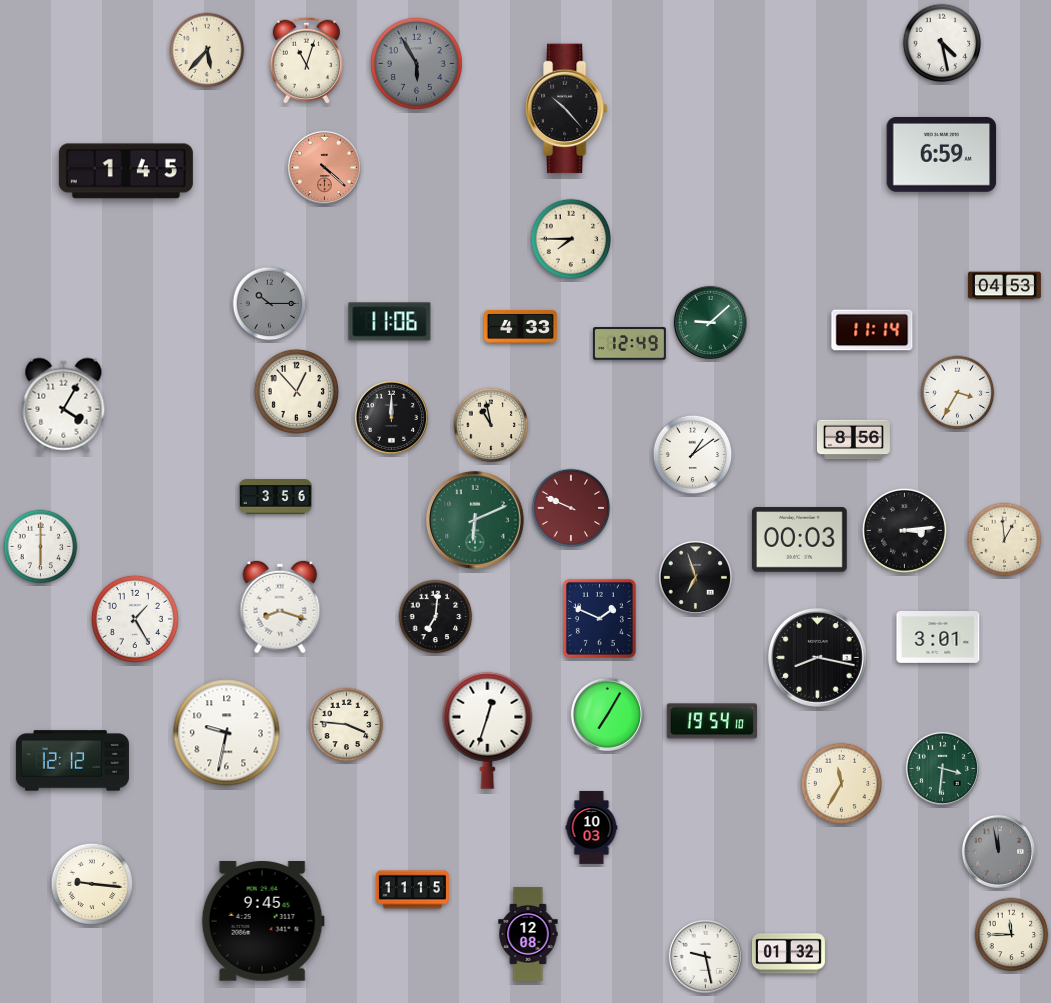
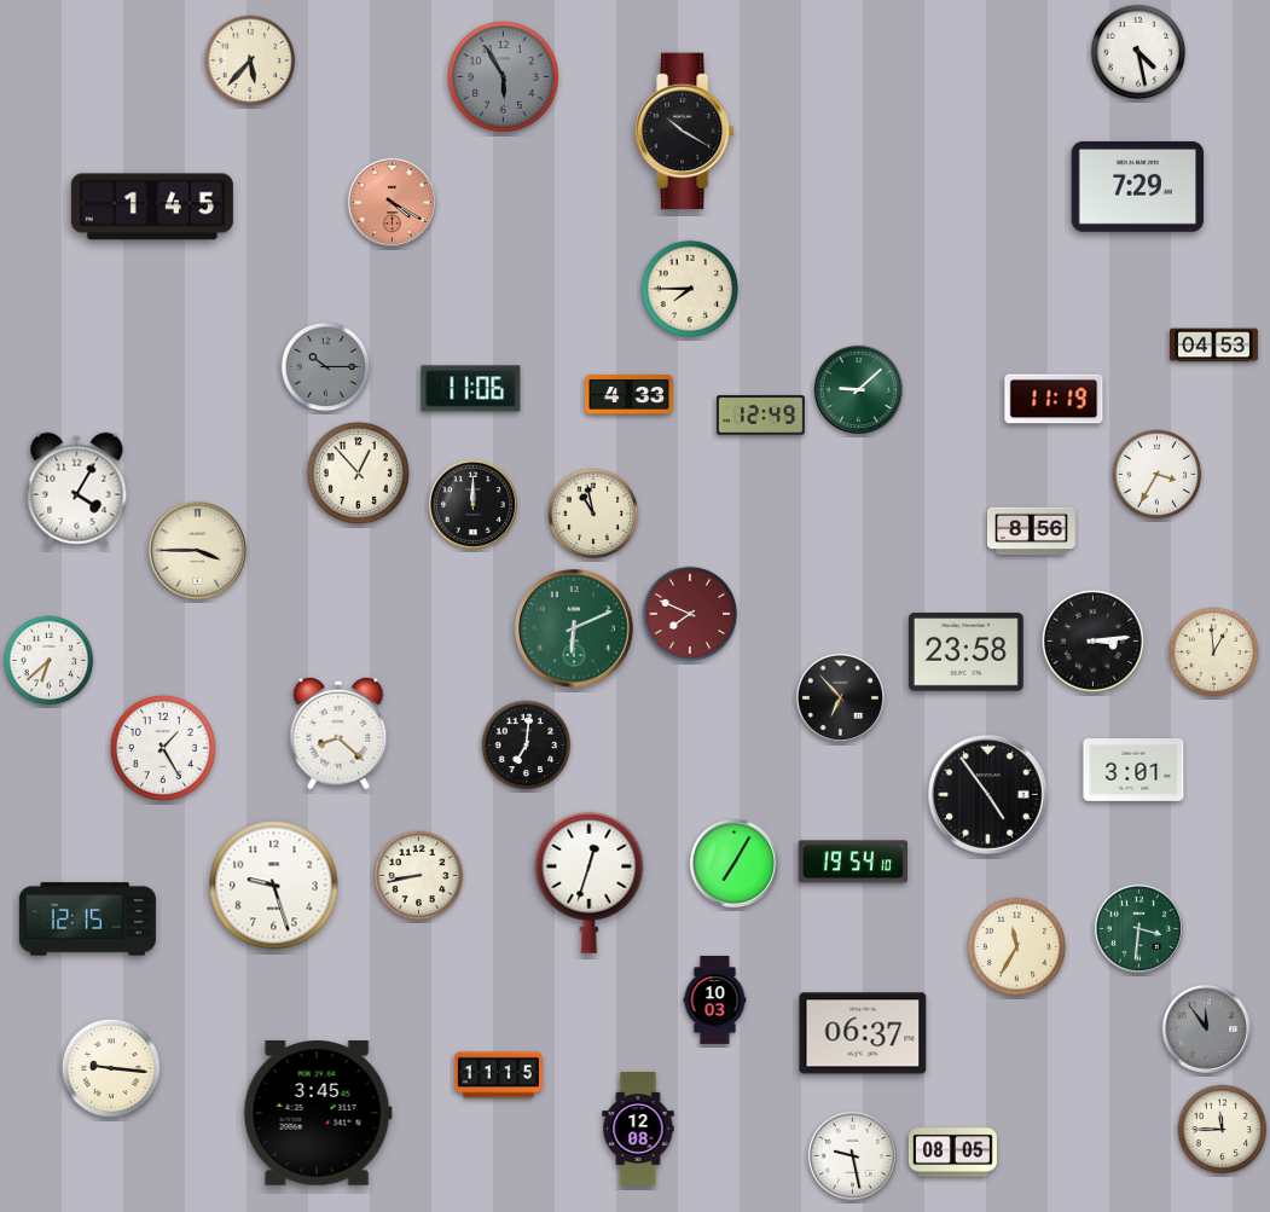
clock at (306, 60): 11:03 -> none
clock at (566, 109): 10:23 -> 10:20
clock at (942, 154): 6:59 -> 7:29
clock at (324, 167): 4:22 -> 4:20
clock at (872, 330): 11:14 -> 11:19
clock at (197, 550): none -> 3:45
clock at (693, 455): 1:09 -> none
clock at (275, 497): 3:56 -> none
clock at (571, 508): 9:49 -> 7:49
clock at (800, 540): 00:03 -> 23:58
clock at (41, 547): 6:00 -> 6:38
clock at (695, 577): 6:57 -> 6:53
clock at (280, 607): 8:18 -> 8:22
clock at (599, 618): 1:49 -> none
clock at (818, 658): 8:17 -> 4:54
clock at (711, 721) position: (711, 721) -> (852, 862)
clock at (347, 725): 3:46 -> 8:43
clock at (227, 733): 9:32 -> 9:27
clock at (72, 761): 12:12 -> 12:15
clock at (998, 851): 11:58 -> 11:54
clock at (863, 1033): none -> 06:37
clock at (263, 922): 9:45 -> 3:45
clock at (788, 954): 01:32 -> 08:05
